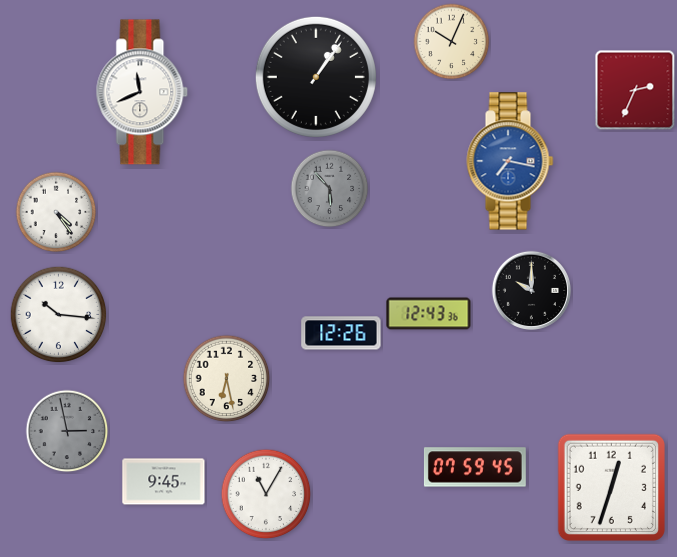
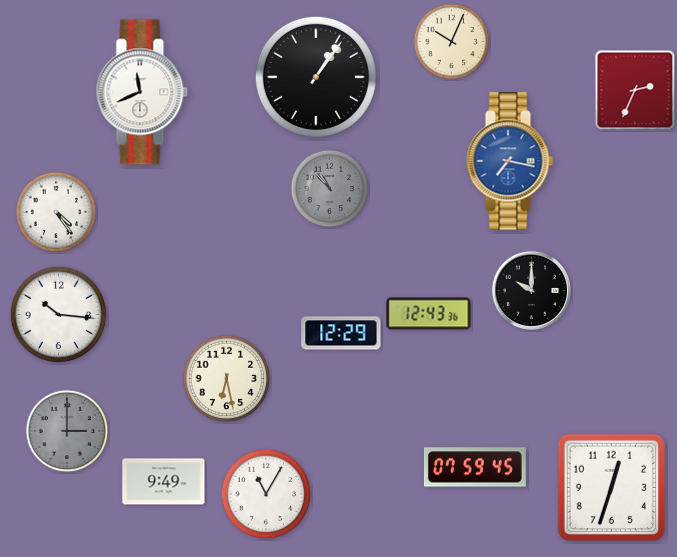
clock at (330, 189): 5:53 -> 10:53
clock at (341, 333): 12:26 -> 12:29
clock at (67, 431): 2:58 -> 3:00
clock at (164, 482): 9:45 -> 9:49
